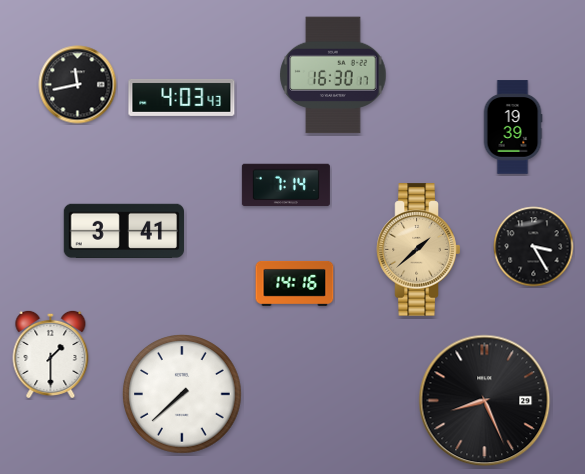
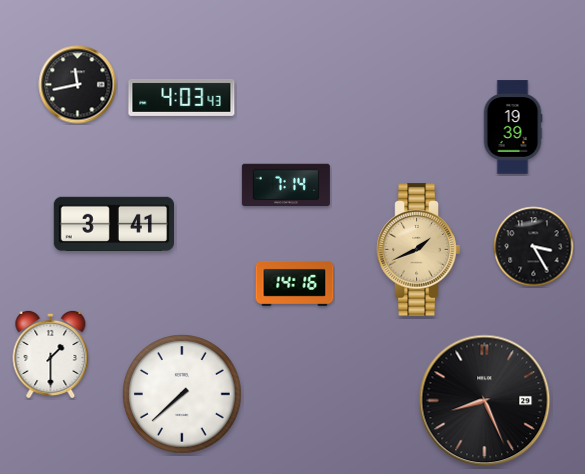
clock at (333, 75): 16:30 -> none
clock at (123, 230) position: (123, 230) -> (113, 223)
clock at (419, 250): 1:38 -> 1:41
